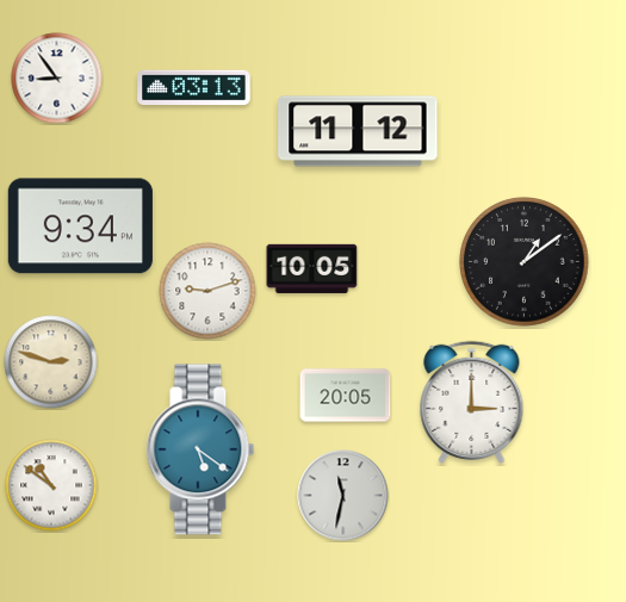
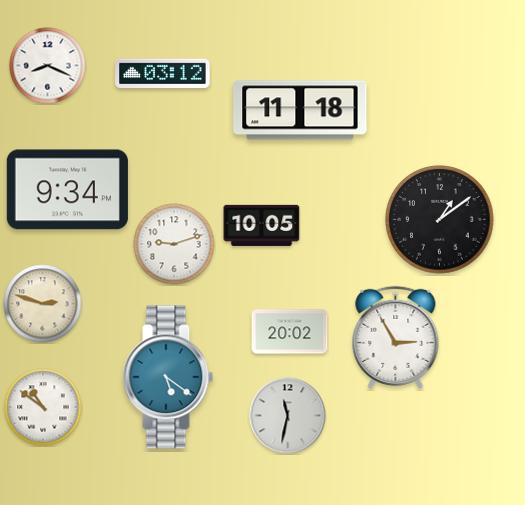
clock at (57, 79): 8:54 -> 8:19
clock at (194, 88): 03:13 -> 03:12
clock at (358, 131): 11:12 -> 11:18
clock at (346, 396): 20:05 -> 20:02
clock at (472, 402): 3:00 -> 2:55
